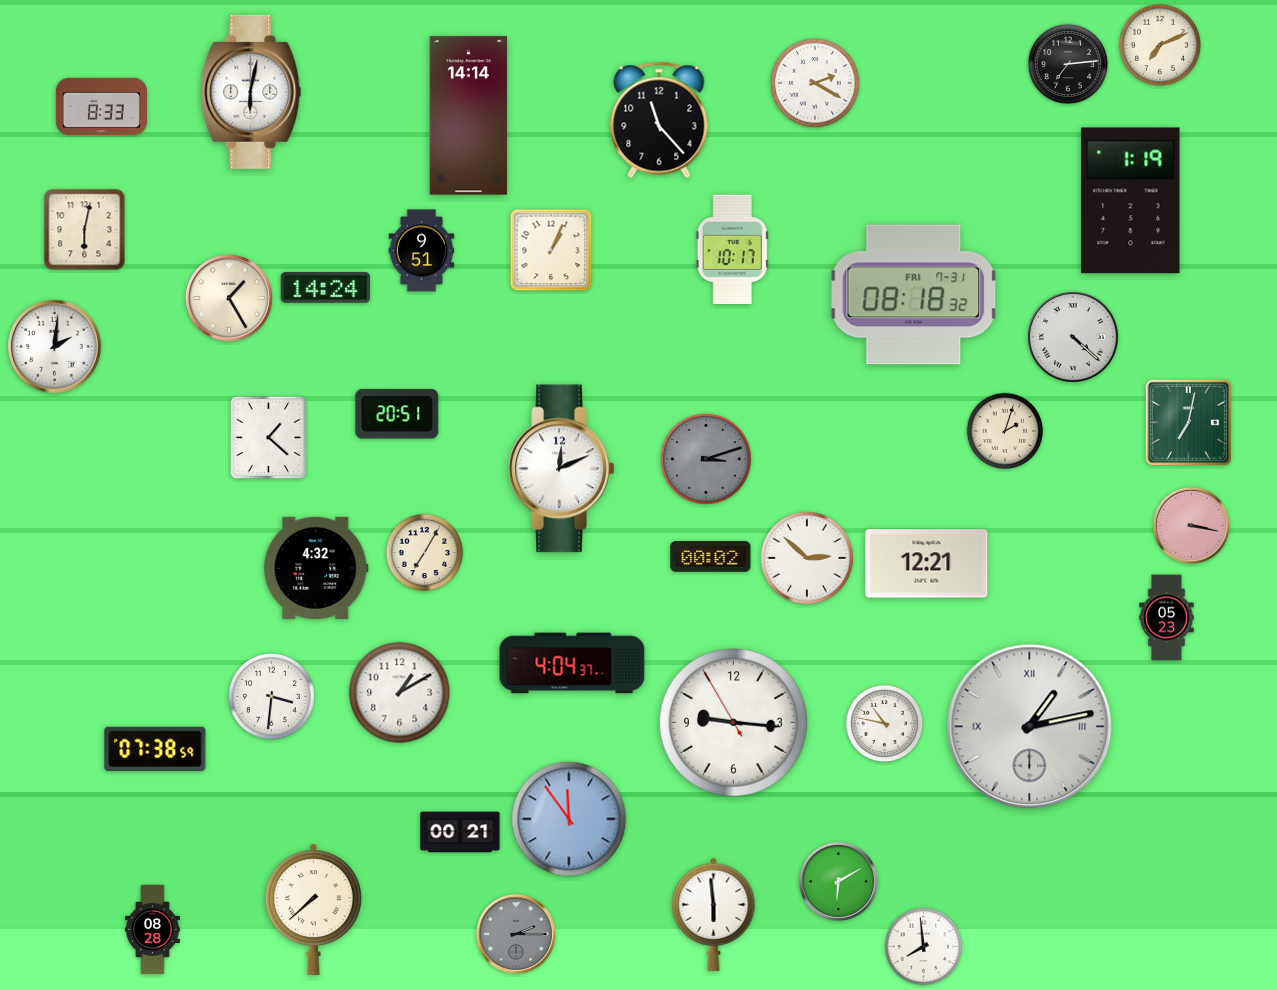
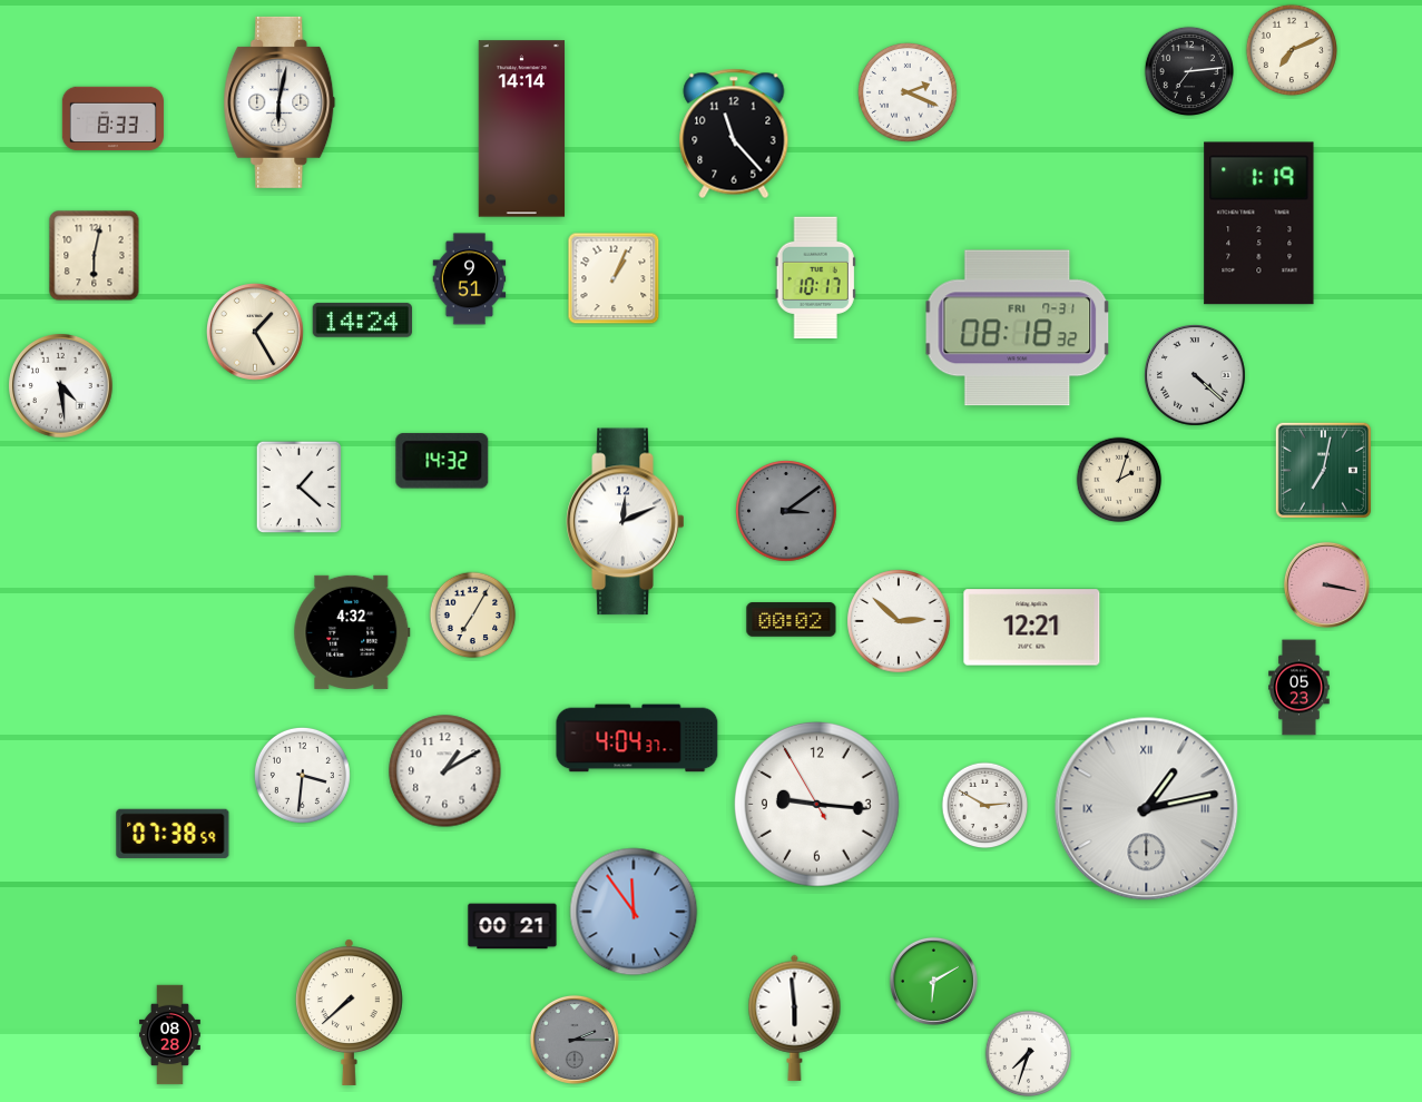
clock at (815, 83): 2:20 -> 2:19
clock at (55, 347): 2:01 -> 4:29
clock at (397, 414): 20:51 -> 14:32
clock at (707, 460): 3:12 -> 3:09
clock at (885, 724): 10:47 -> 2:50
clock at (924, 947): 7:59 -> 7:33
